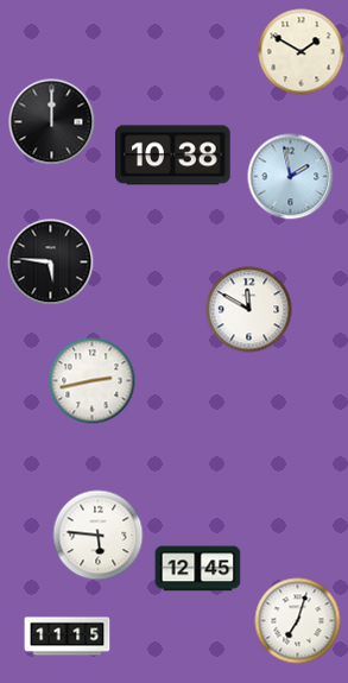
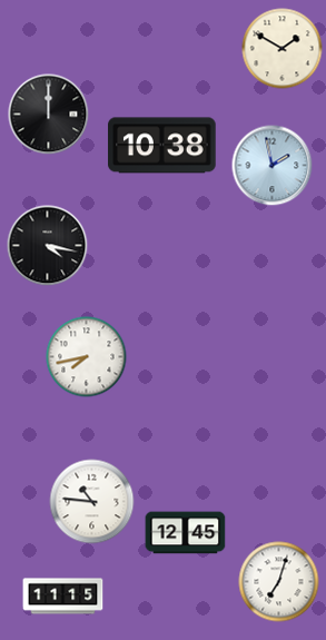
clock at (51, 263): 5:46 -> 4:17
clock at (249, 310): 11:50 -> none
clock at (93, 381): 2:43 -> 7:43
clock at (99, 536): 5:46 -> 10:46
